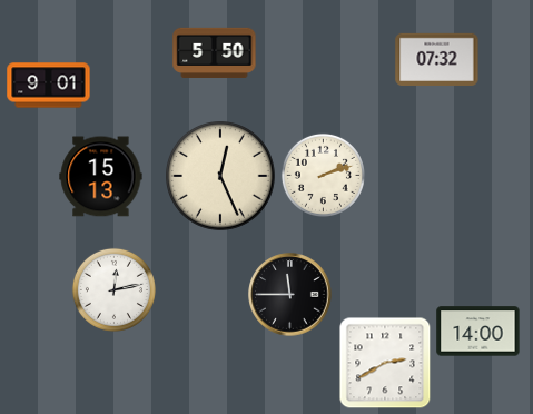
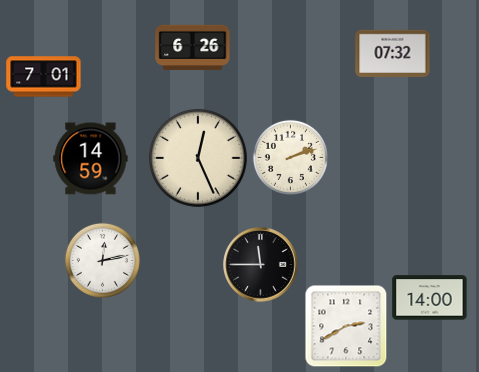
clock at (215, 52): 5:50 -> 6:26
clock at (49, 86): 9:01 -> 7:01
clock at (101, 177): 15:13 -> 14:59
